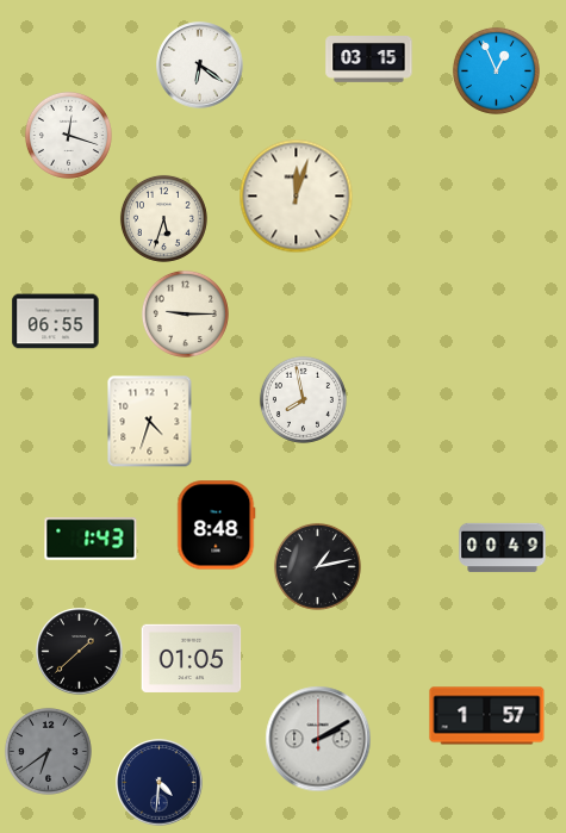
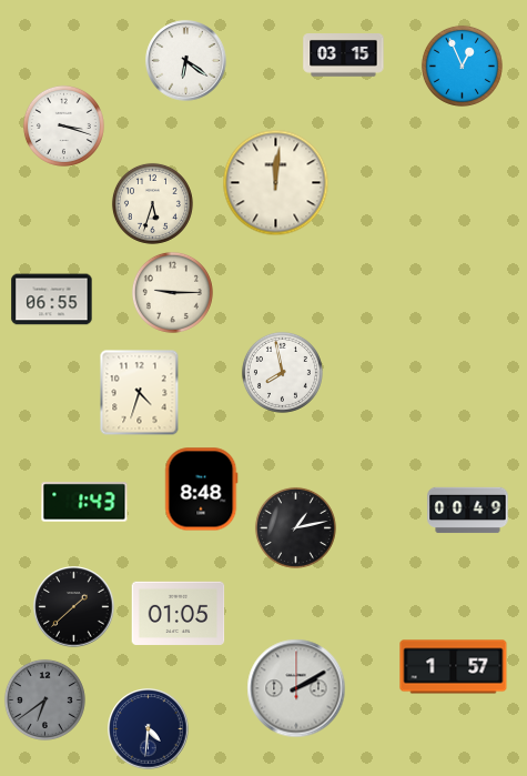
clock at (68, 135): 12:18 -> 3:18
clock at (297, 197): 12:03 -> 12:01
